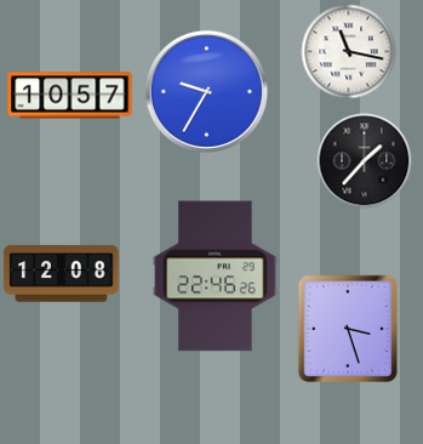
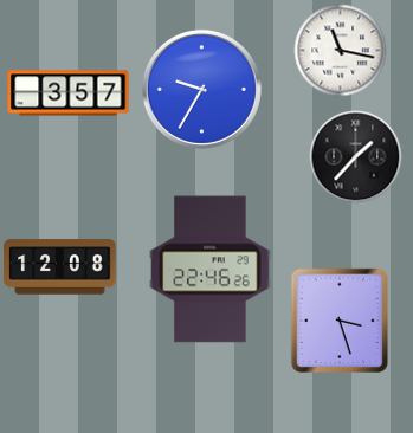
clock at (70, 96): 10:57 -> 3:57
